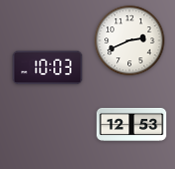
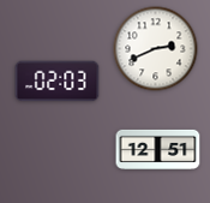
clock at (48, 68): 10:03 -> 02:03
clock at (132, 124): 12:53 -> 12:51
